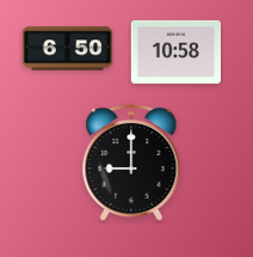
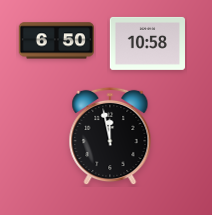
clock at (131, 163): 9:00 -> 11:58
